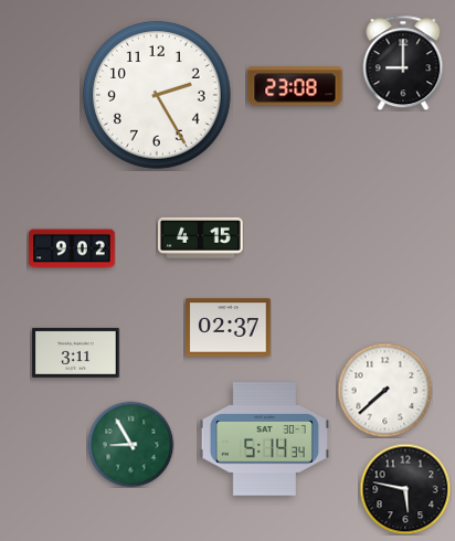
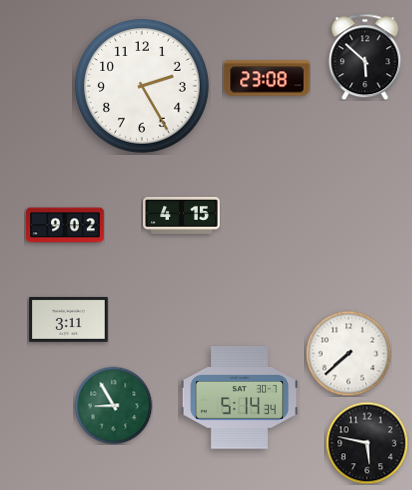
clock at (403, 63): 9:00 -> 5:52
clock at (229, 328): 02:37 -> none
clock at (130, 444) position: (130, 444) -> (113, 405)
